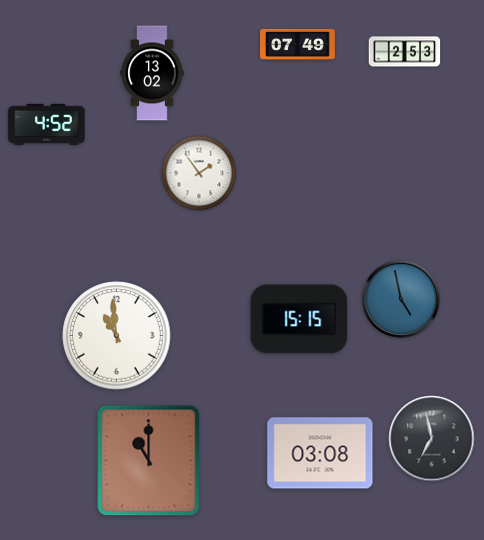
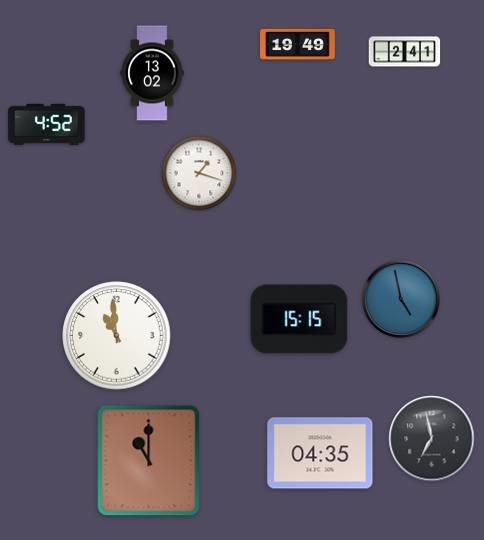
clock at (298, 44): 07:49 -> 19:49
clock at (405, 52): 2:53 -> 2:41
clock at (199, 173): 1:54 -> 1:18
clock at (320, 453): 03:08 -> 04:35
